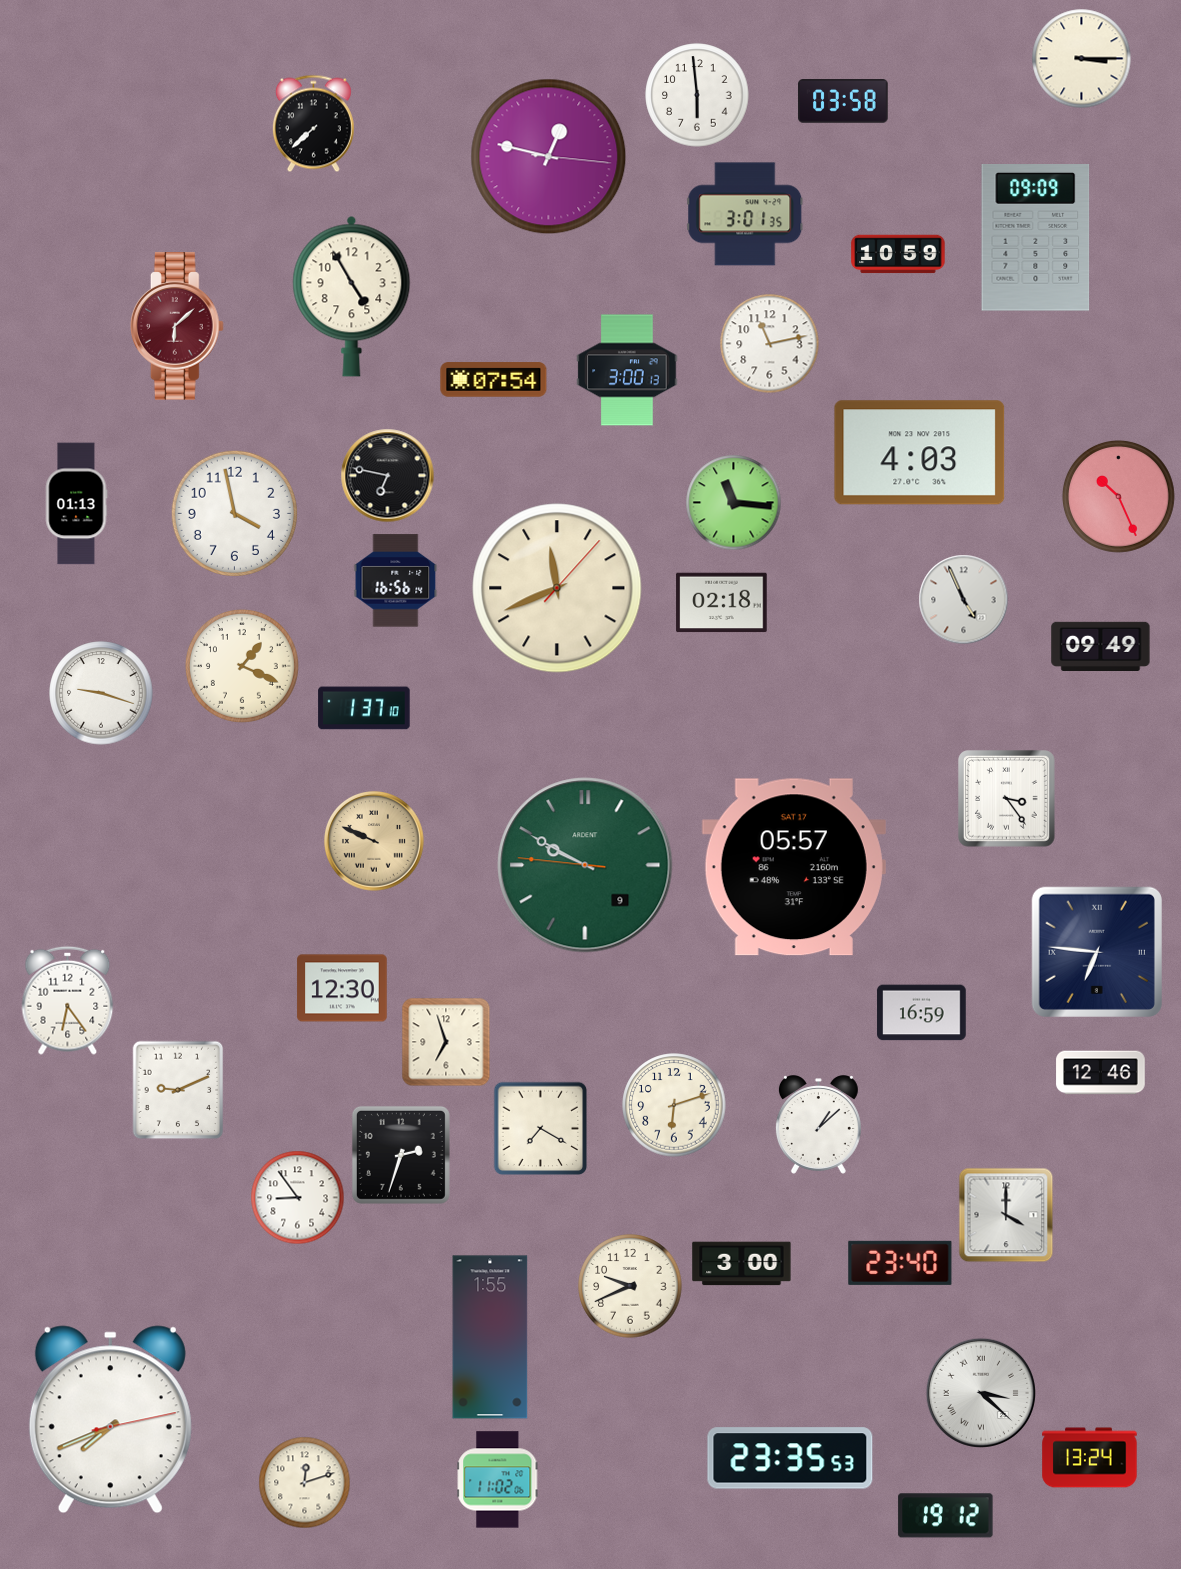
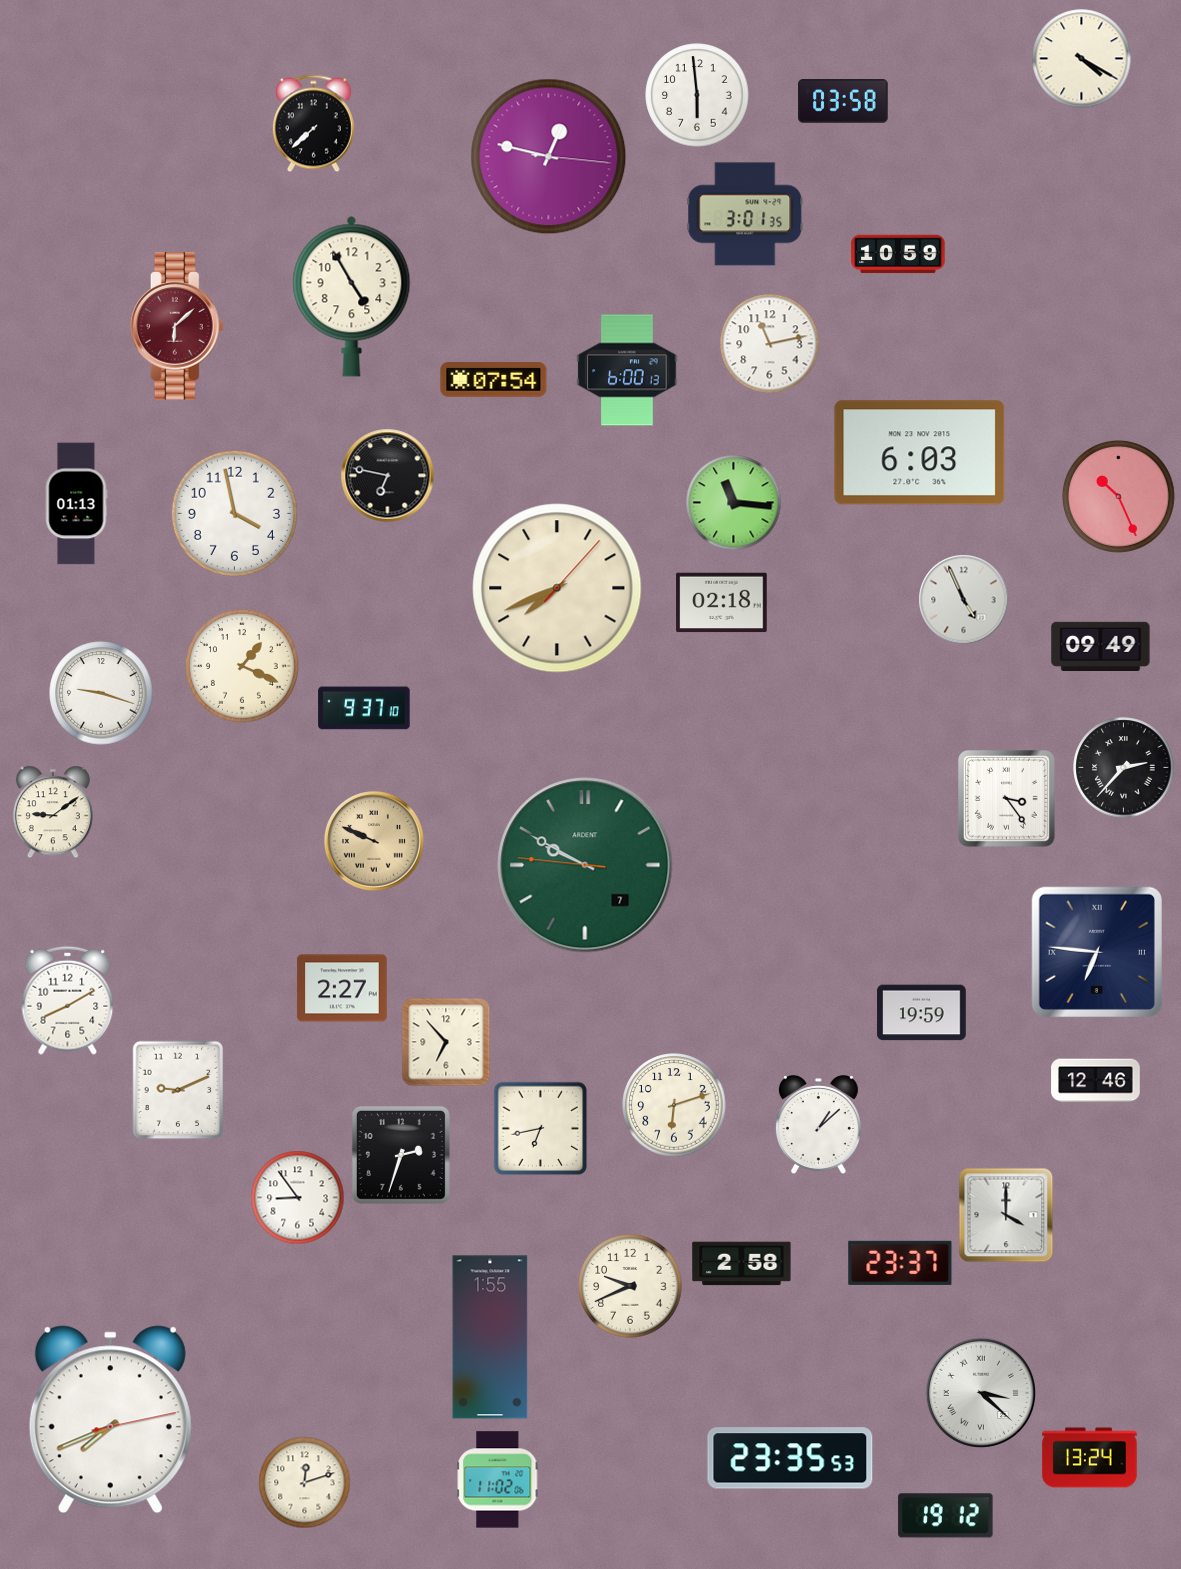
clock at (1082, 59): 3:15 -> 4:20
clock at (1036, 238): 09:09 -> none
clock at (627, 370): 3:00 -> 6:00
clock at (920, 453): 4:03 -> 6:03
clock at (396, 581): 16:56 -> none
clock at (557, 588): 11:41 -> 7:41
clock at (364, 708): 1:37 -> 9:37
clock at (1124, 768): none -> 2:37
clock at (53, 812): none -> 9:09
clock at (585, 865) date: 9 -> 7
clock at (794, 867): 05:57 -> none
clock at (342, 988): 12:30 -> 2:27
clock at (68, 1000): 6:24 -> 8:10
clock at (922, 1013): 16:59 -> 19:59
clock at (446, 1042): 6:57 -> 6:53
clock at (1101, 1073) position: (1101, 1073) -> (1096, 1081)
clock at (540, 1128): 7:20 -> 6:43
clock at (900, 1263): 23:40 -> 23:37
clock at (742, 1264): 3:00 -> 2:58
